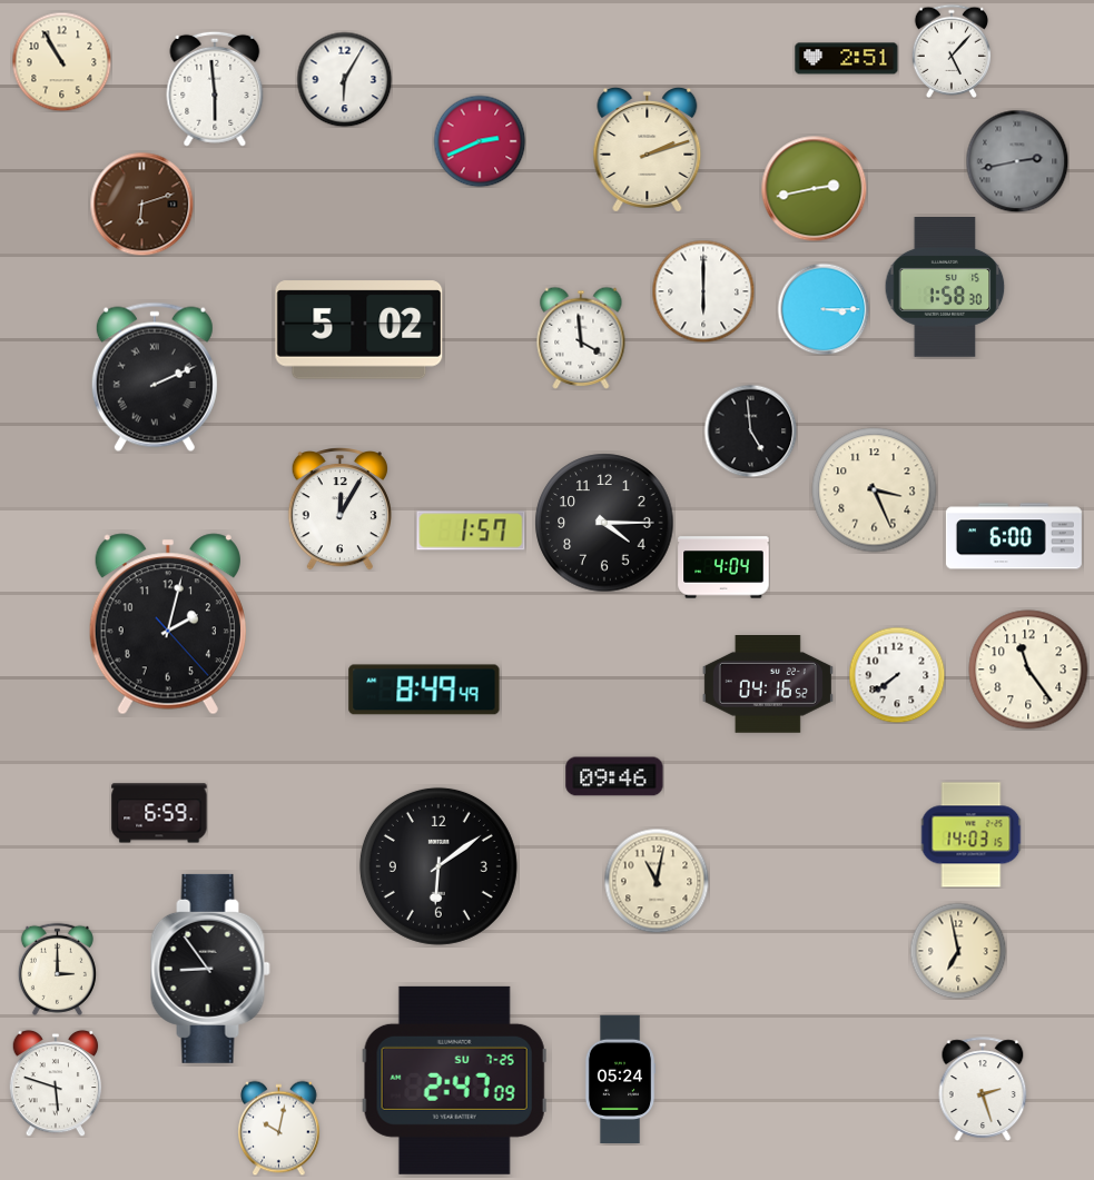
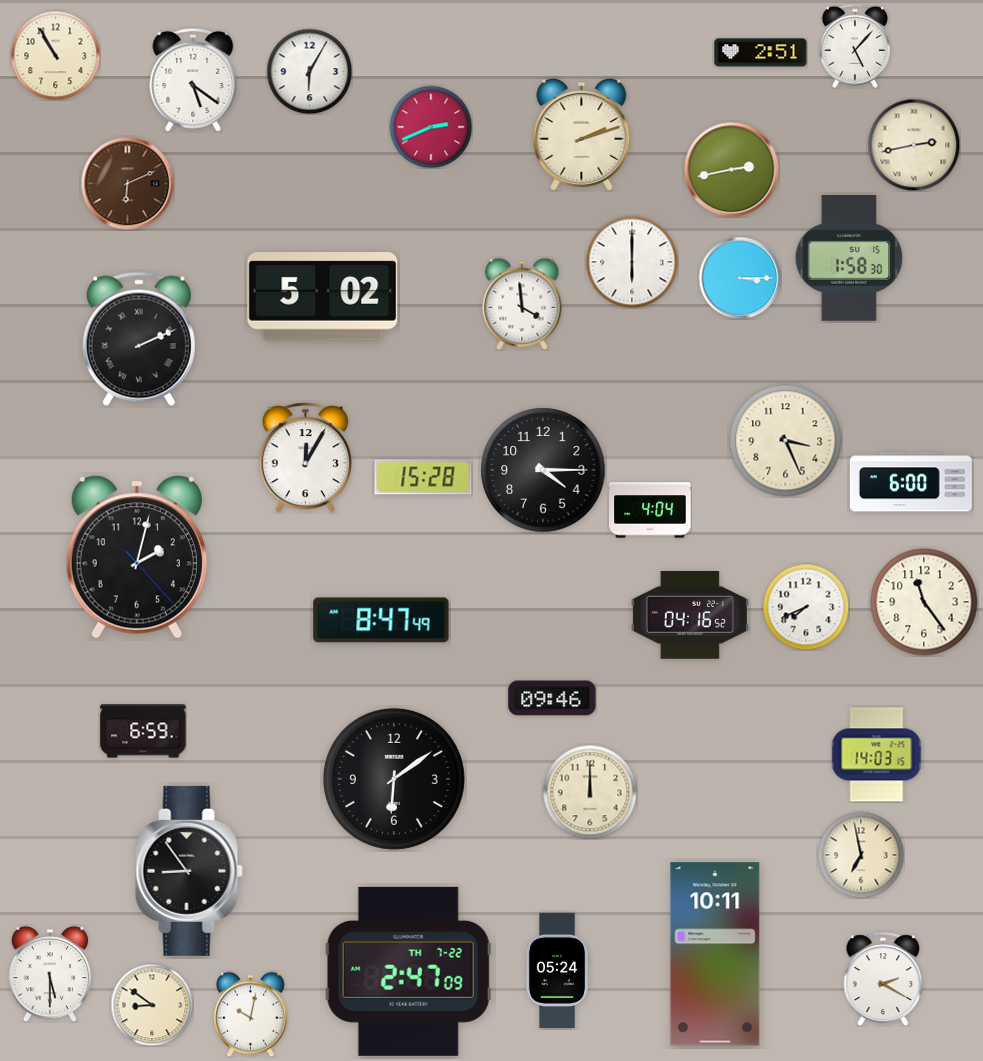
clock at (215, 89): 5:59 -> 5:21
clock at (1017, 161) dial: grey -> cream
clock at (141, 204): 6:12 -> 6:11
clock at (750, 430): 4:59 -> none
clock at (471, 530): 1:57 -> 15:28
clock at (168, 624) position: (168, 624) -> (137, 557)
clock at (897, 675): 7:39 -> 7:41
clock at (424, 690): 8:49 -> 8:47
clock at (972, 835) position: (972, 835) -> (877, 755)
clock at (657, 881): 11:02 -> 12:00
clock at (57, 969): 3:00 -> none
clock at (715, 954): none -> 10:11
clock at (454, 1080) date: SU 7-25 -> TH 7-22
clock at (56, 1083): 5:48 -> 5:30
clock at (983, 1089): 2:27 -> 2:20
clock at (152, 1005): none -> 8:51
